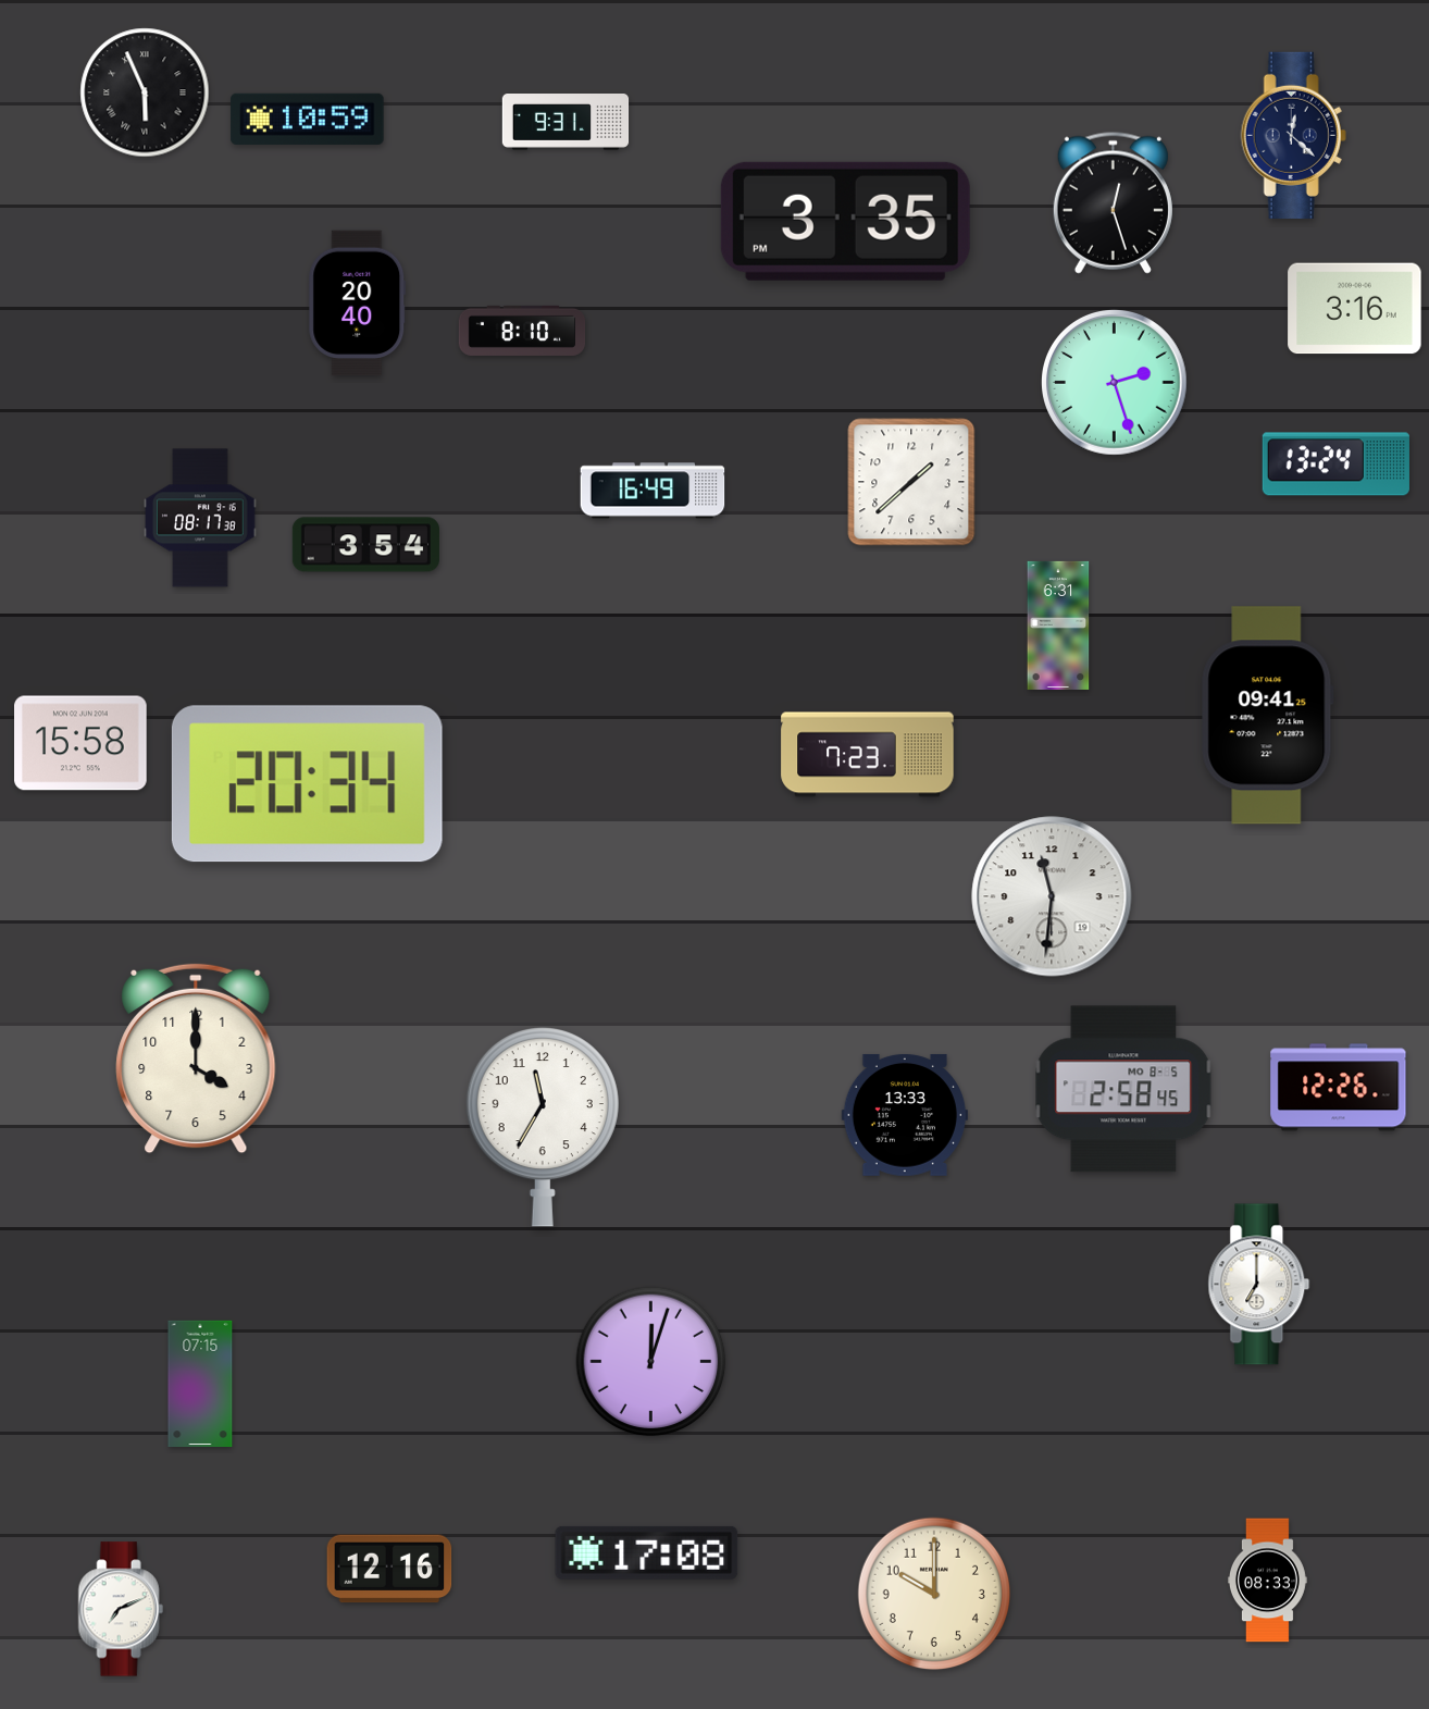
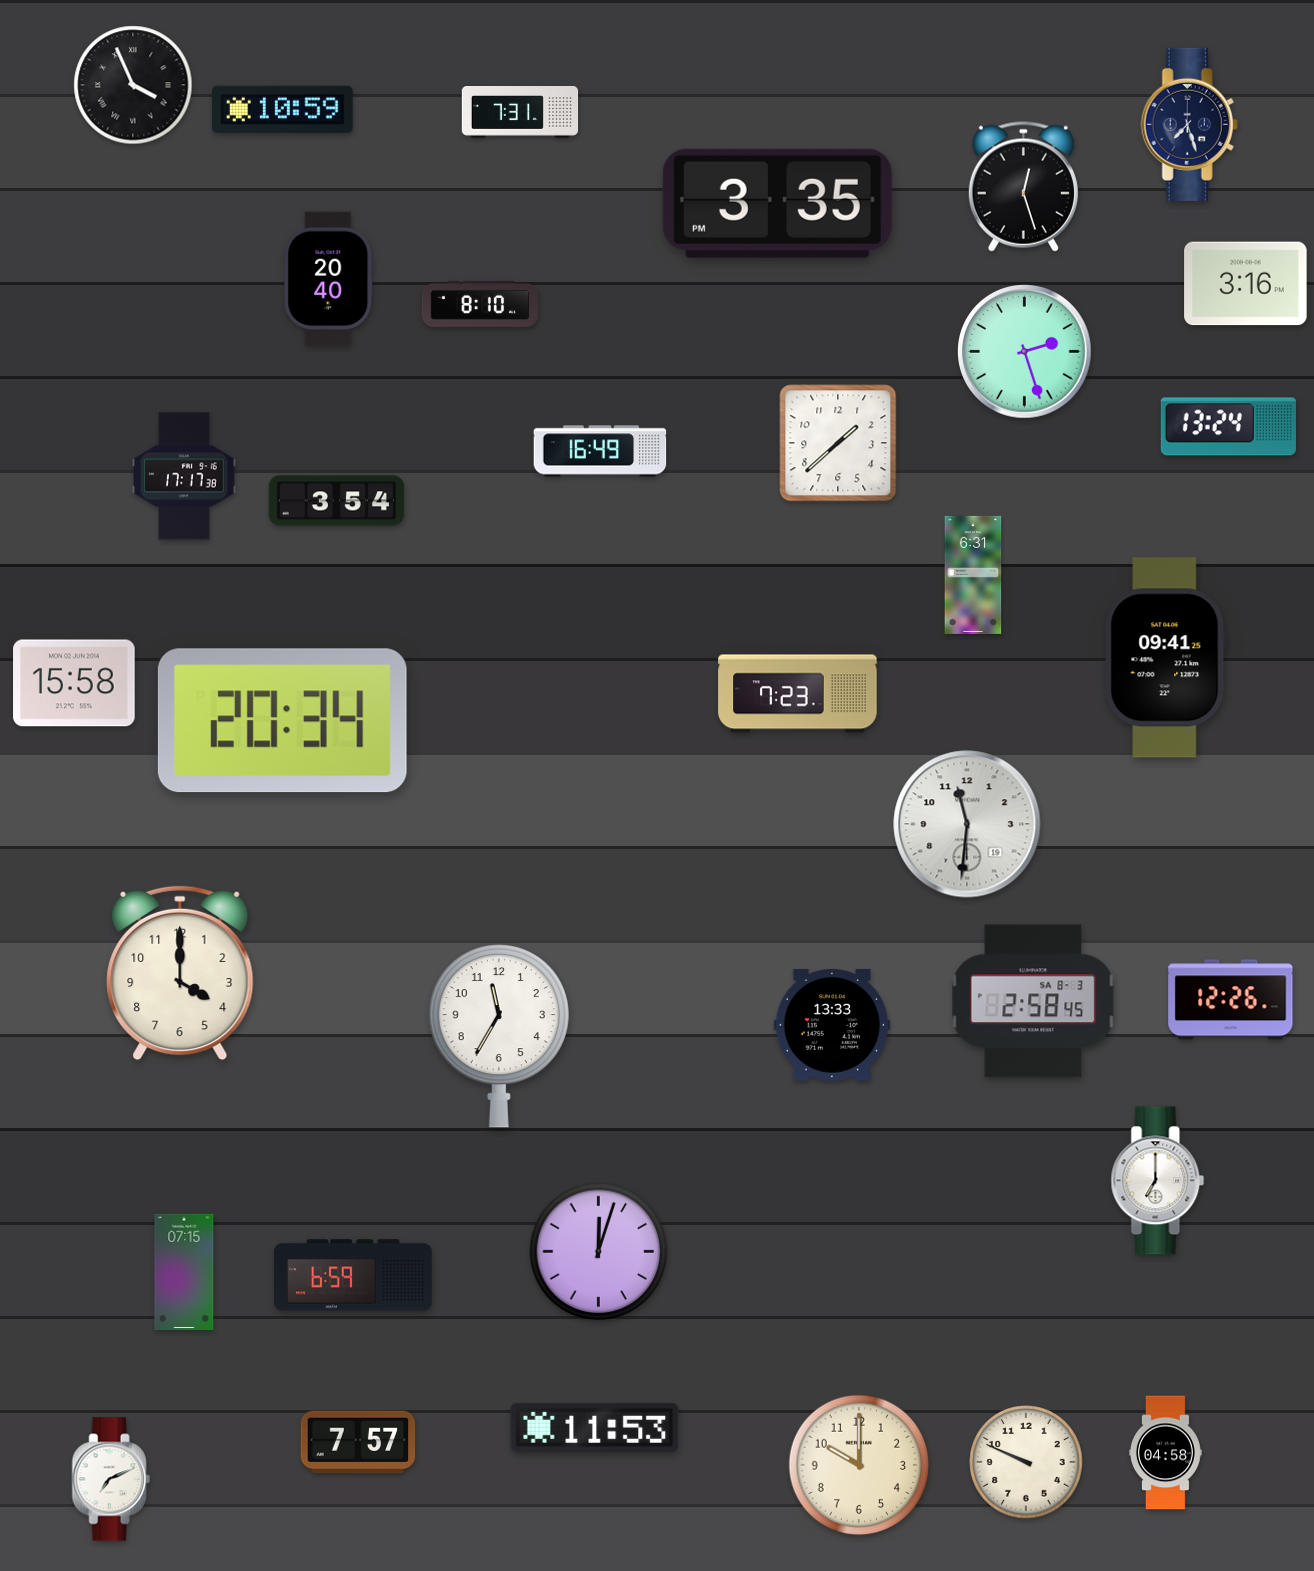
clock at (145, 92): 5:56 -> 3:56
clock at (566, 123): 9:31 -> 7:31
clock at (1293, 135): 12:22 -> 7:27
clock at (201, 518): 08:17 -> 17:17
clock at (1123, 1089) date: MO 8-5 -> SA 8-3
clock at (353, 1275): none -> 6:59
clock at (647, 1552): 17:08 -> 11:53
clock at (389, 1569): 12:16 -> 7:57
clock at (1267, 1581): 08:33 -> 04:58
clock at (1026, 1462): none -> 9:49
